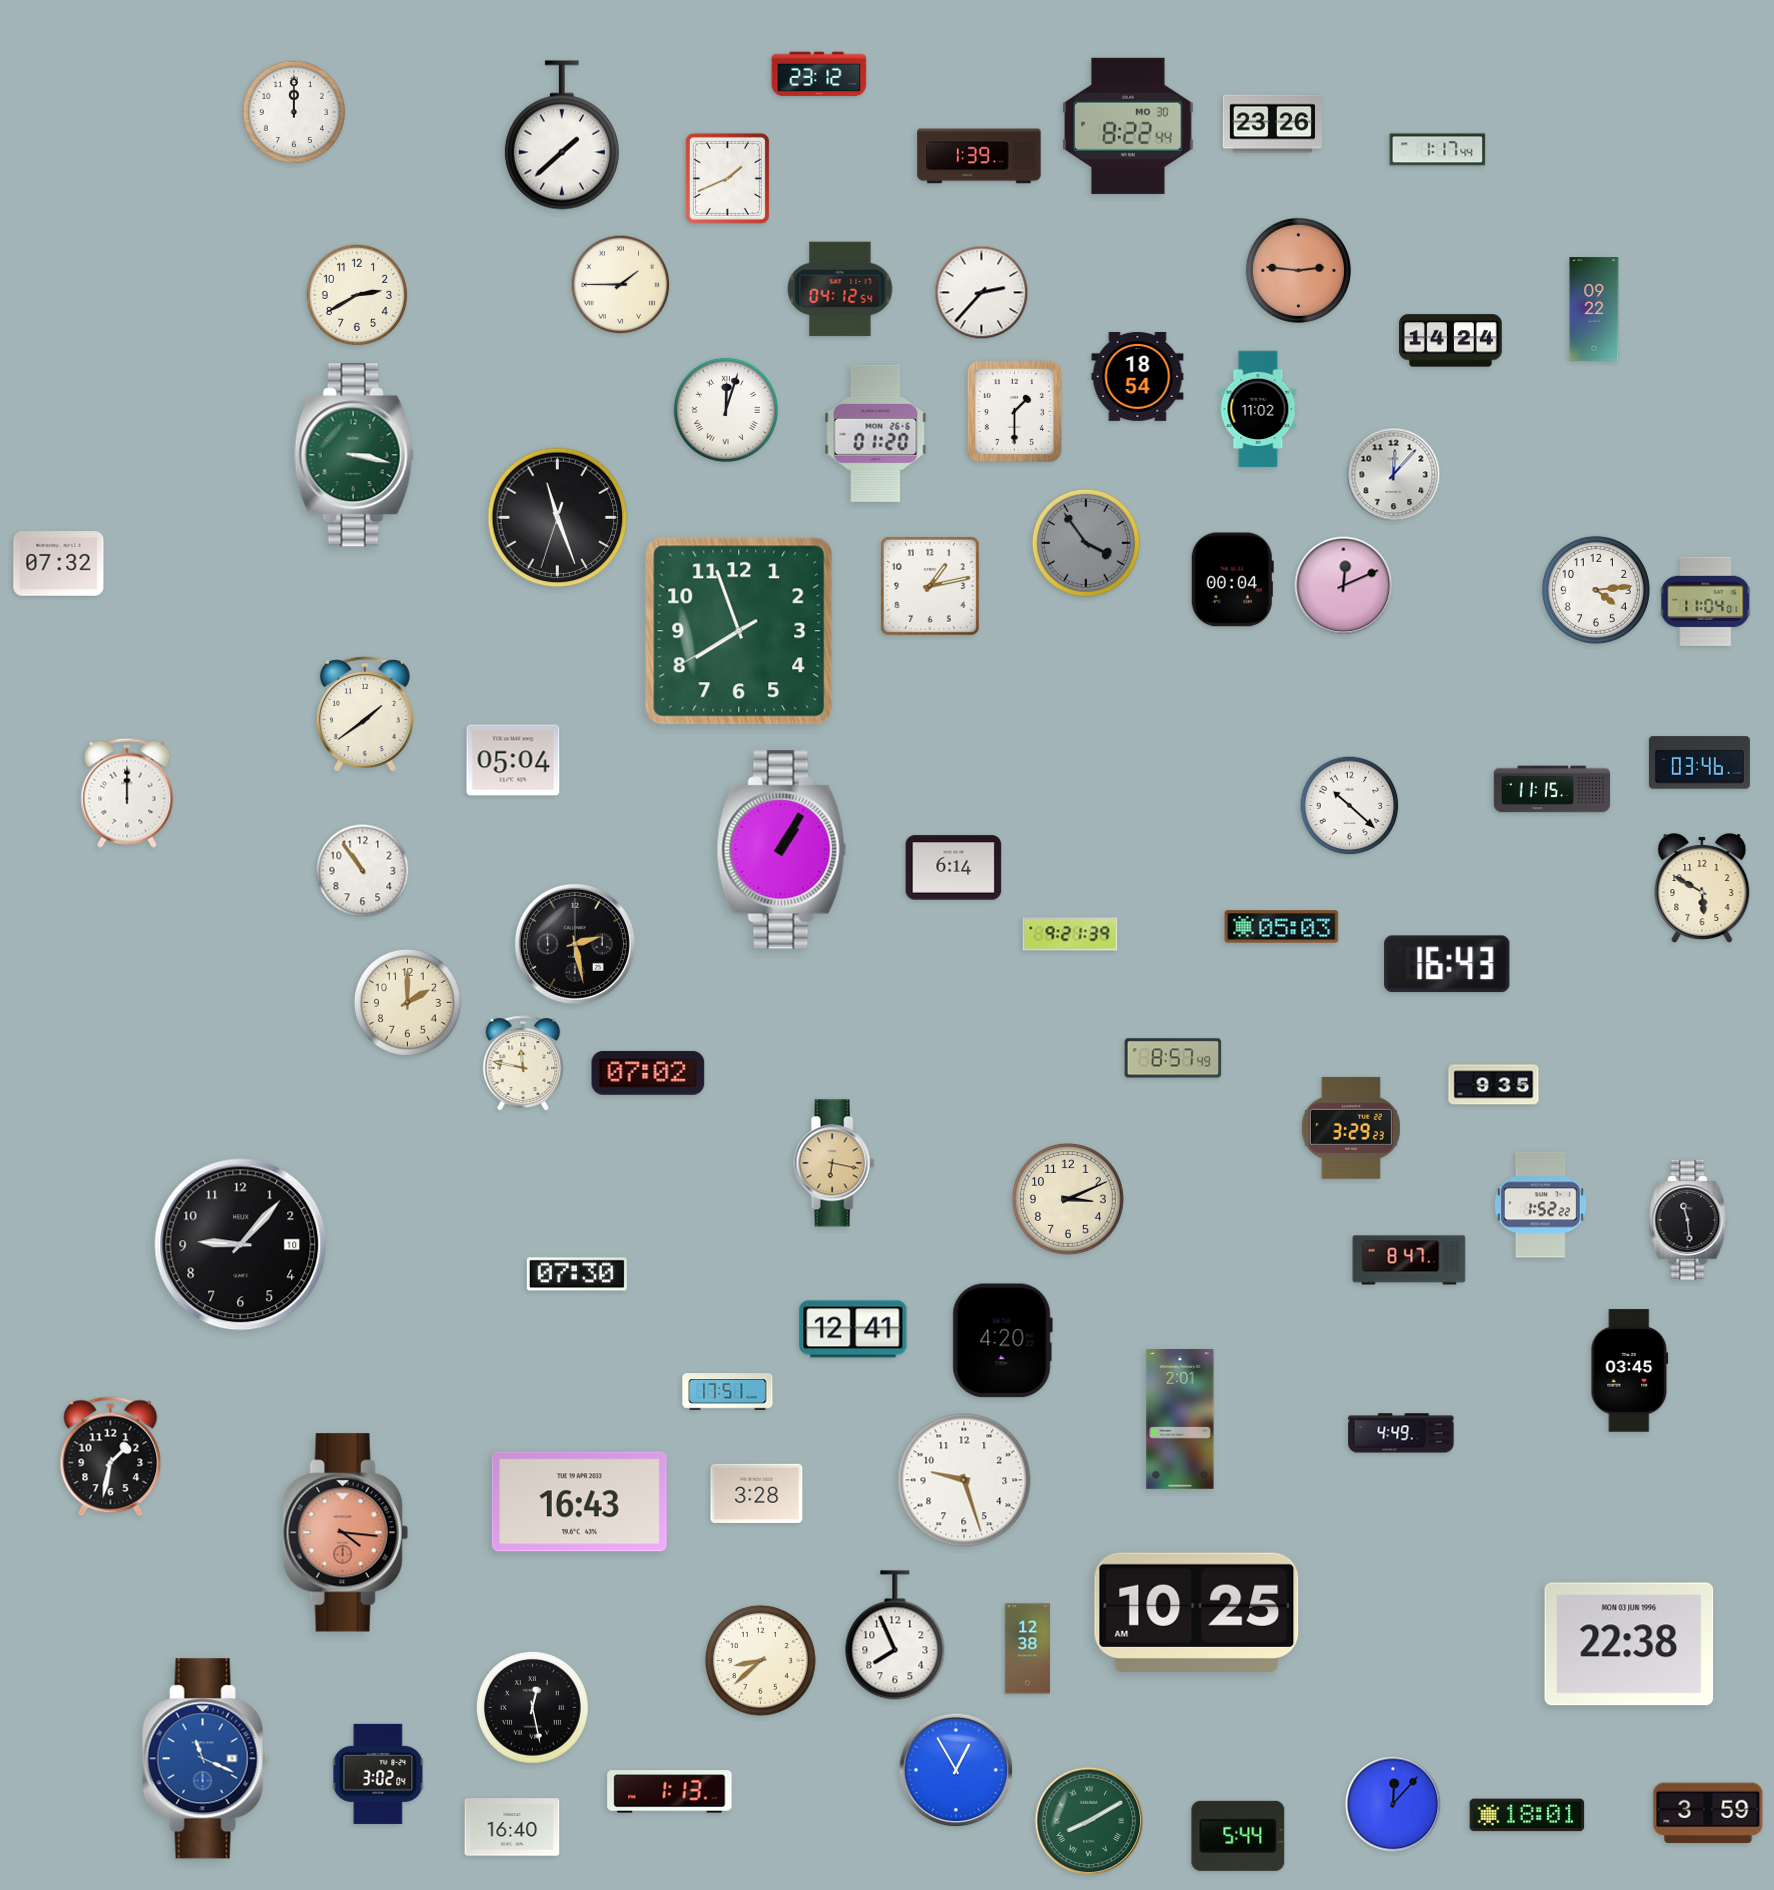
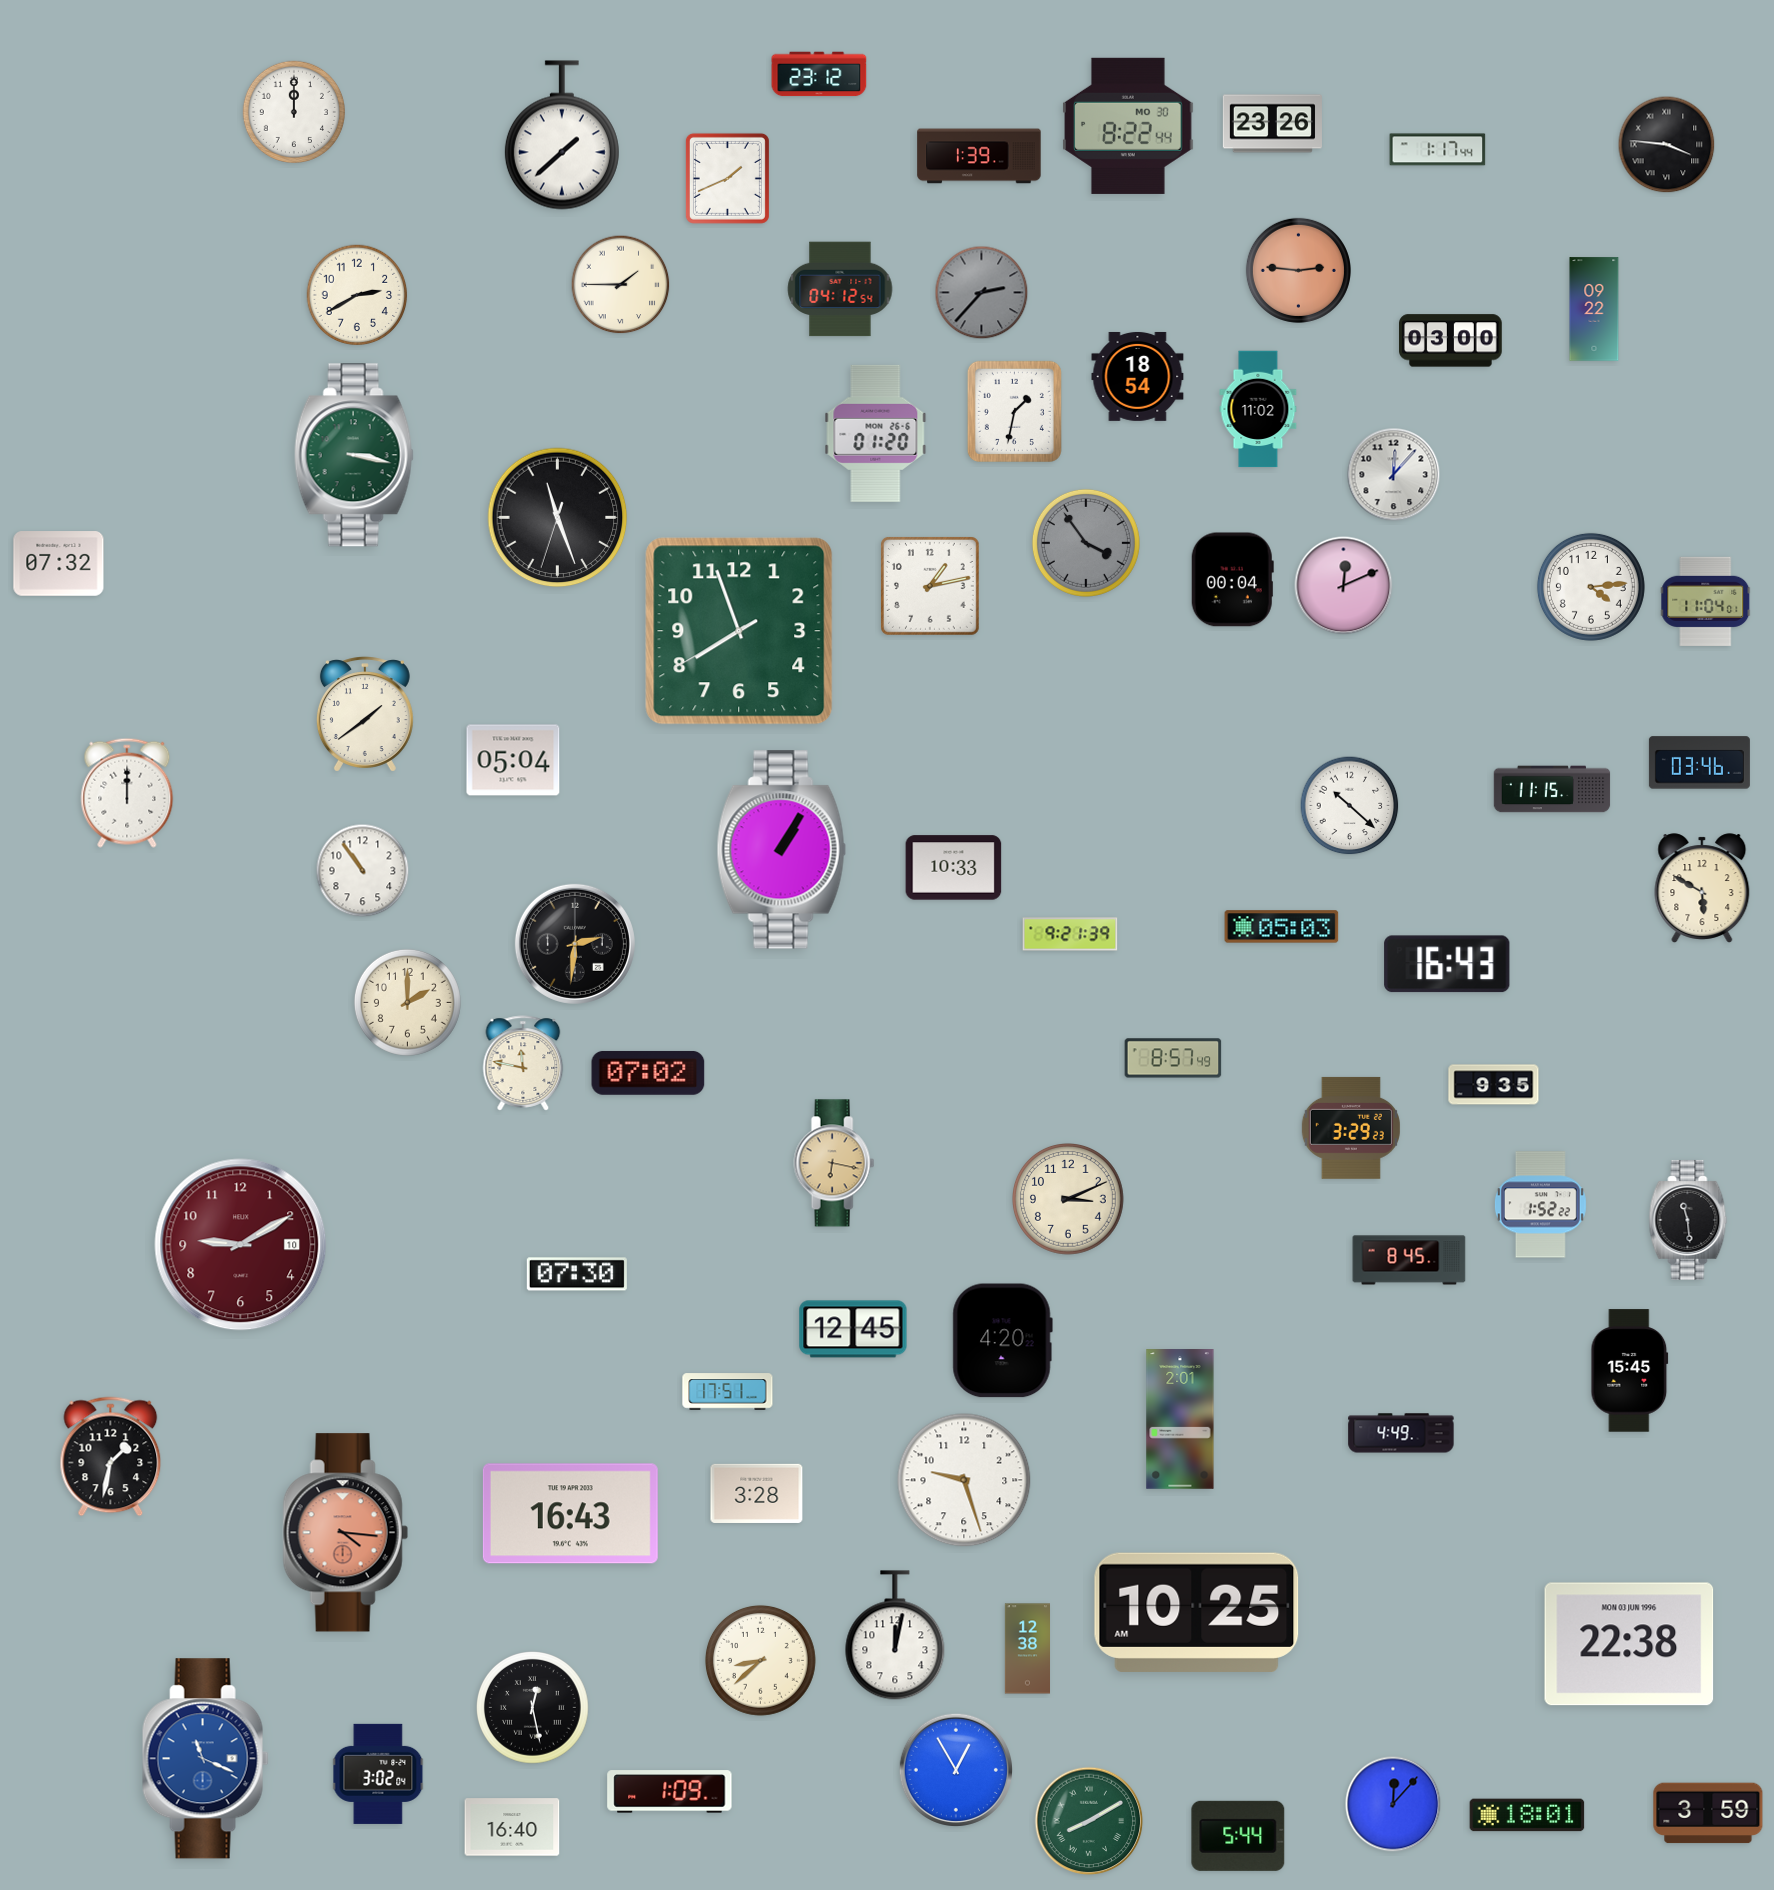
clock at (1667, 145): none -> 3:46
clock at (982, 293) dial: white -> grey
clock at (1451, 341): 14:24 -> 03:00
clock at (726, 410): 12:03 -> none
clock at (1014, 411): 1:30 -> 1:32
clock at (1596, 590) position: (1596, 590) -> (1591, 587)
clock at (954, 868): 6:14 -> 10:33
clock at (575, 944): 2:28 -> 2:31
clock at (241, 1245): 9:07 -> 9:10
clock at (241, 1245) dial: black -> burgundy
clock at (1409, 1260): 8:47 -> 8:45
clock at (853, 1329): 12:41 -> 12:45
clock at (1630, 1371): 03:45 -> 15:45
clock at (579, 1502) position: (579, 1502) -> (570, 1514)
clock at (895, 1635): 7:56 -> 12:02
clock at (670, 1792): 1:13 -> 1:09
